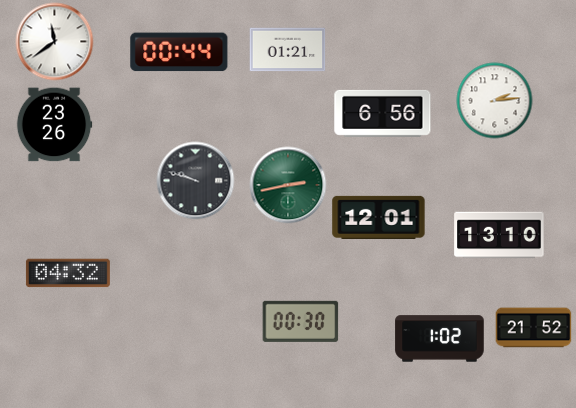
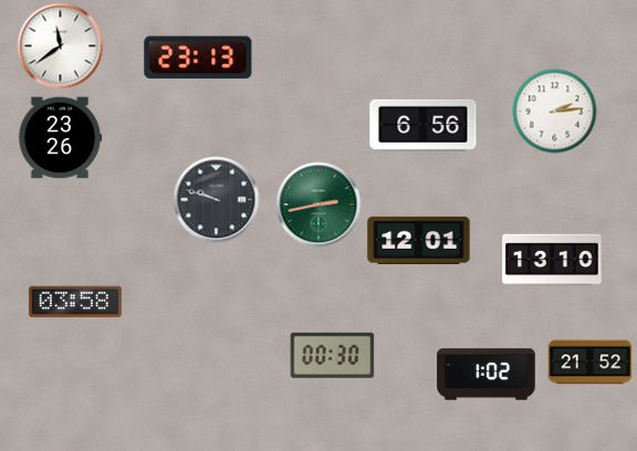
clock at (288, 50): 01:21 -> none
clock at (179, 52): 00:44 -> 23:13
clock at (495, 101) position: (495, 101) -> (555, 112)
clock at (68, 273): 04:32 -> 03:58
